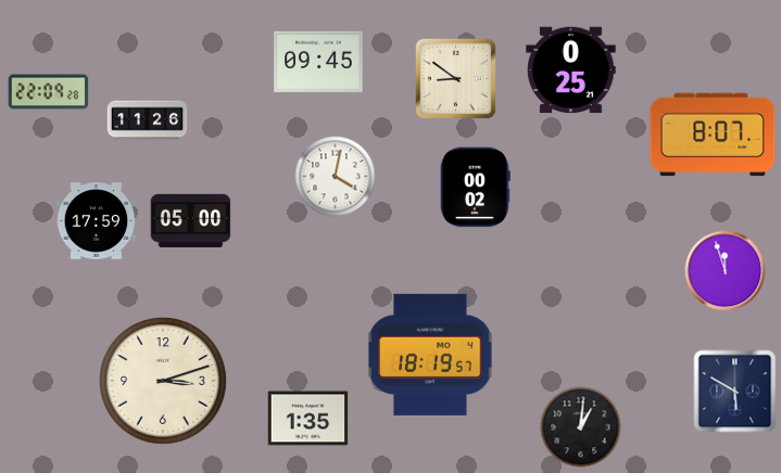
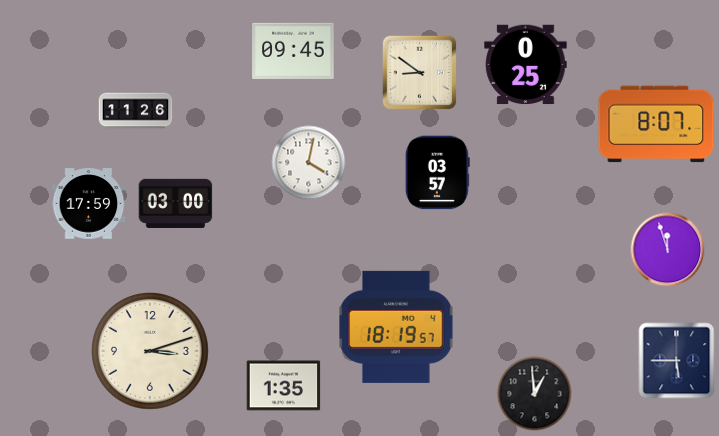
clock at (318, 62) position: (318, 62) -> (293, 51)
clock at (49, 92): 22:09 -> none
clock at (475, 188): 00:02 -> 03:57
clock at (191, 220): 05:00 -> 03:00
clock at (735, 392): 5:50 -> 5:45
clock at (581, 427): 1:01 -> 12:59
